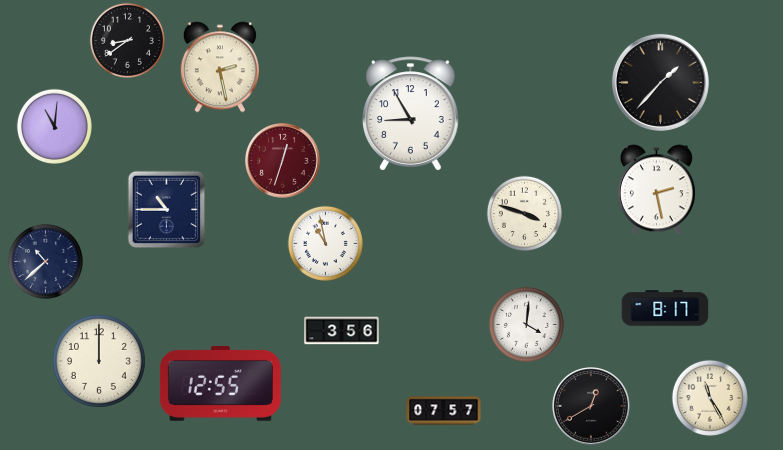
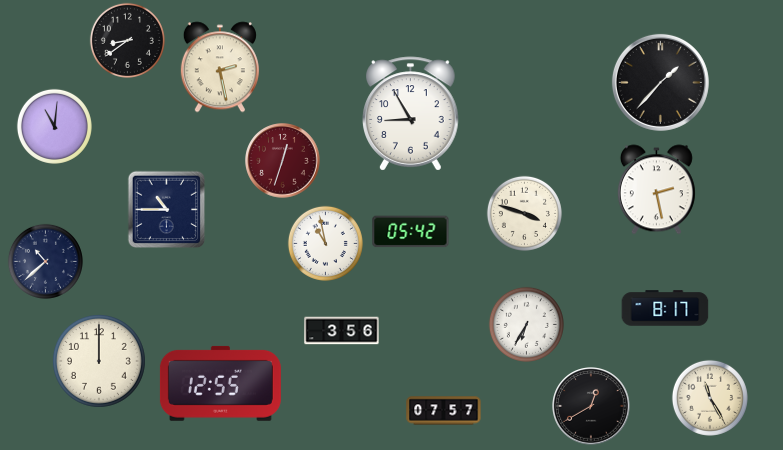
clock at (411, 232): none -> 05:42
clock at (526, 324): 4:01 -> 6:35
